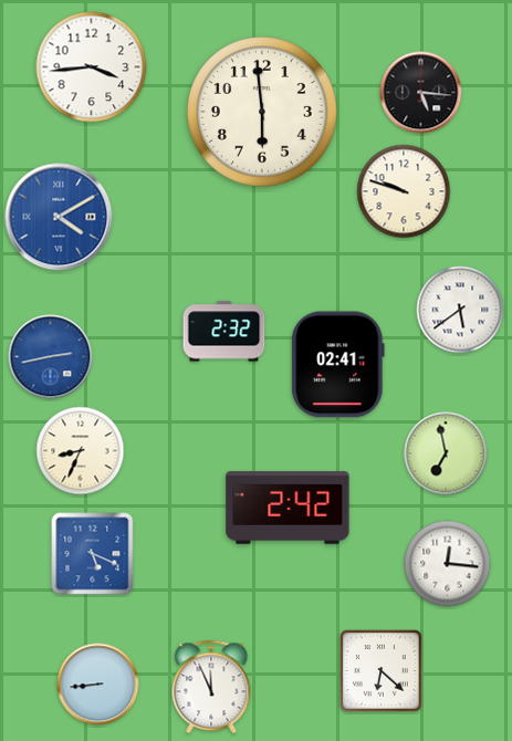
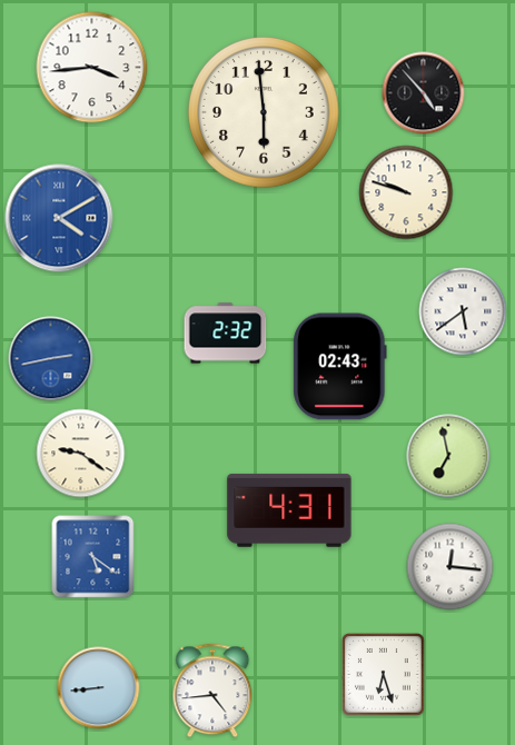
clock at (421, 93): 5:16 -> 4:53
clock at (338, 365): 02:41 -> 02:43
clock at (81, 451): 8:34 -> 9:21
clock at (288, 508): 2:42 -> 4:31
clock at (93, 554): 5:19 -> 5:21
clock at (382, 671): 6:22 -> 6:27
clock at (211, 687): 11:56 -> 4:44
